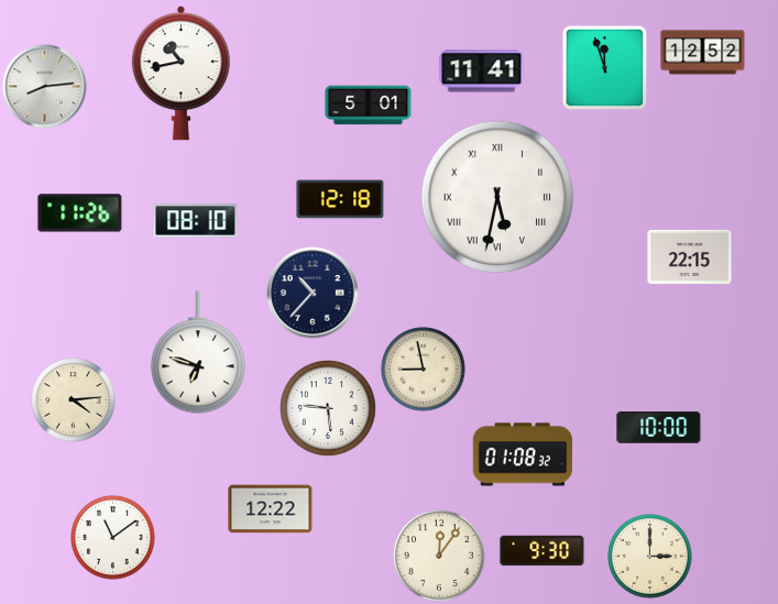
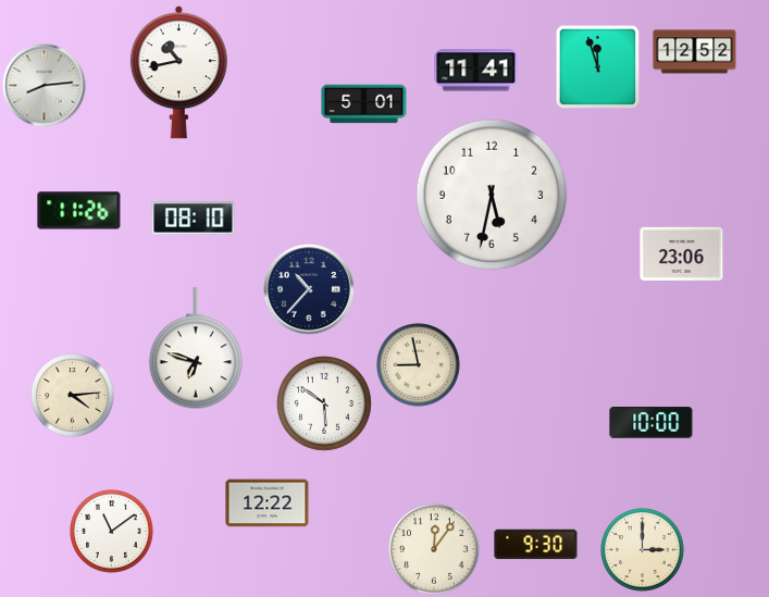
clock at (497, 197) numerals: Roman -> Arabic
clock at (340, 199): 12:18 -> none
clock at (690, 256): 22:15 -> 23:06
clock at (328, 408): 5:46 -> 5:51
clock at (523, 454): 01:08 -> none
